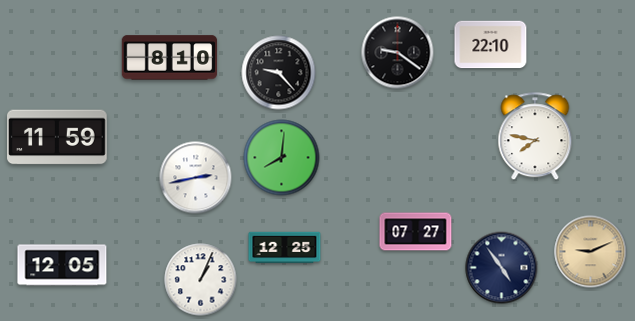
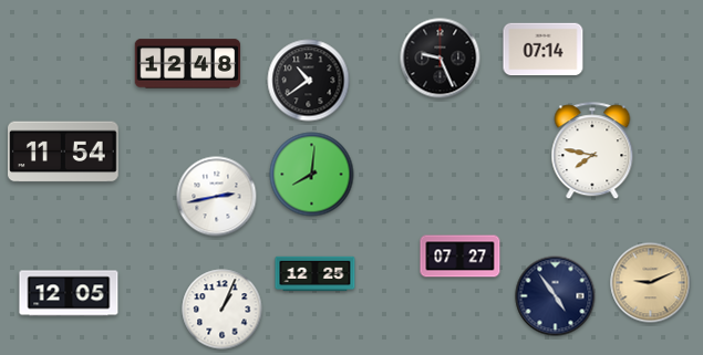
clock at (491, 45): 22:10 -> 07:14
clock at (398, 53): 9:21 -> 9:26
clock at (170, 58): 8:10 -> 12:48
clock at (279, 73): 9:23 -> 10:39
clock at (58, 137): 11:59 -> 11:54
clock at (591, 252) position: (591, 252) -> (651, 283)
